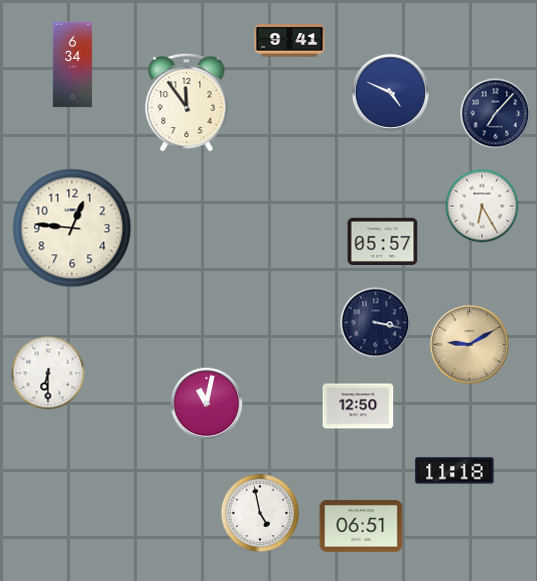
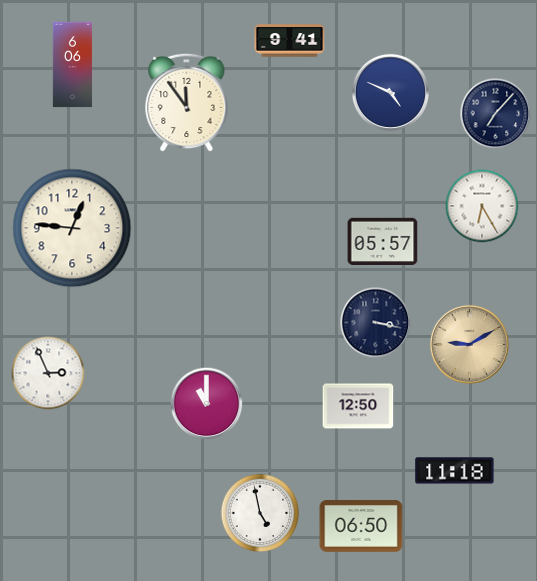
clock at (73, 65): 6:34 -> 6:06
clock at (48, 373): 6:30 -> 2:56
clock at (207, 404): 11:02 -> 11:00
clock at (361, 526): 06:51 -> 06:50
